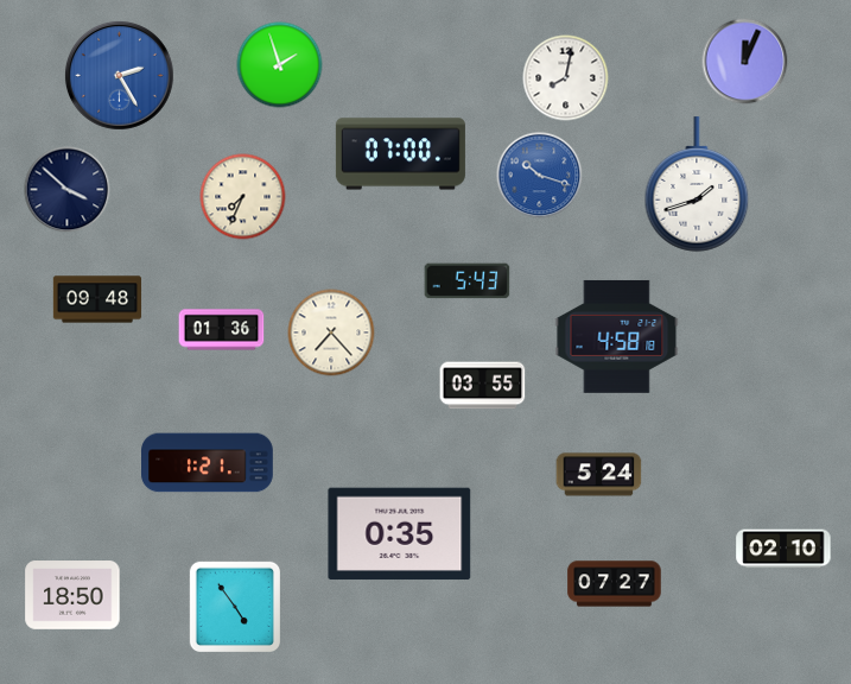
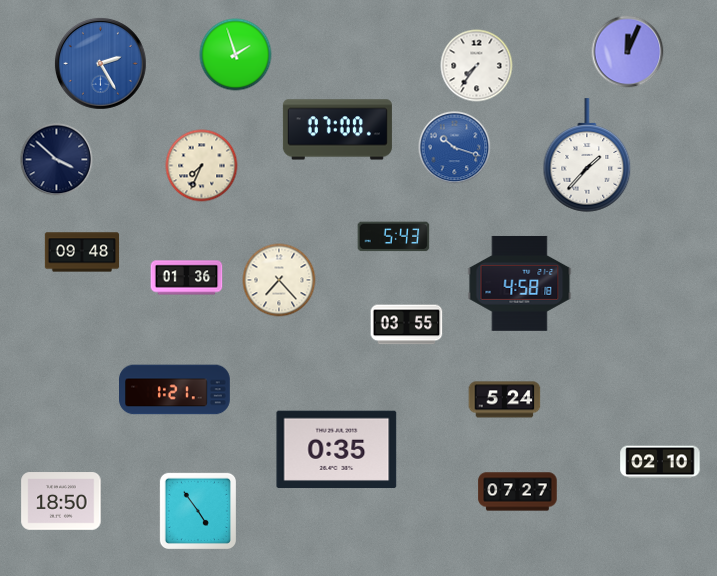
clock at (566, 78): 8:02 -> 7:36
clock at (697, 184): 1:42 -> 1:37
clock at (243, 197) position: (243, 197) -> (202, 166)
